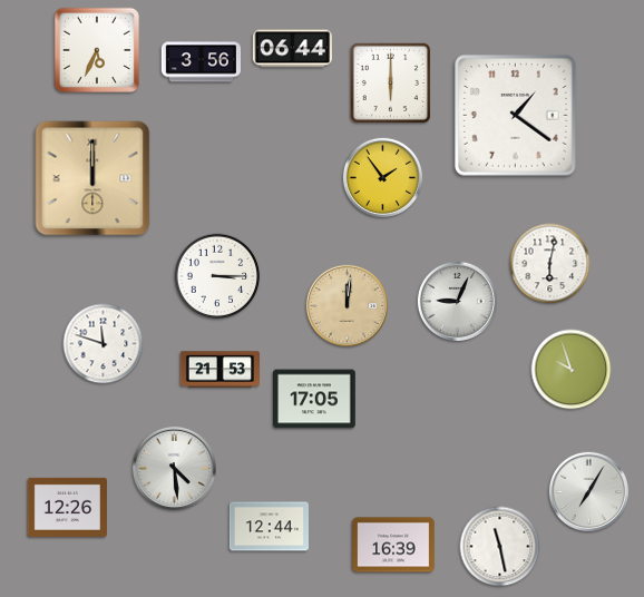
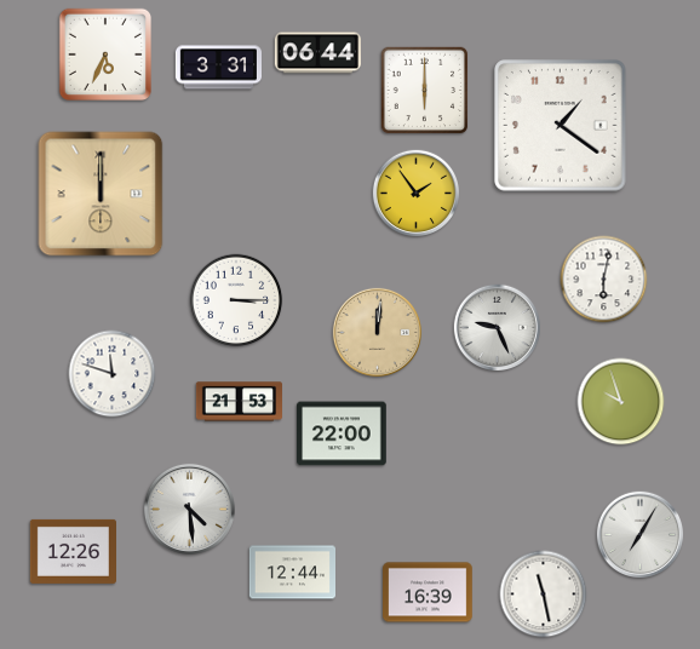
clock at (201, 62): 3:56 -> 3:31
clock at (550, 264) position: (550, 264) -> (604, 280)
clock at (457, 301): 9:04 -> 9:26
clock at (315, 399): 17:05 -> 22:00
